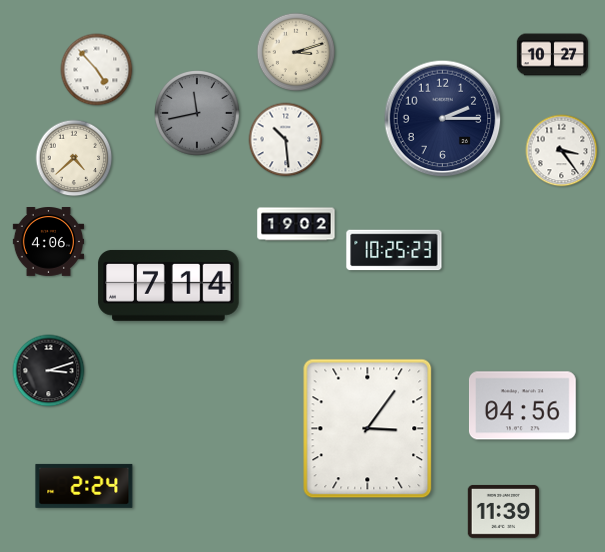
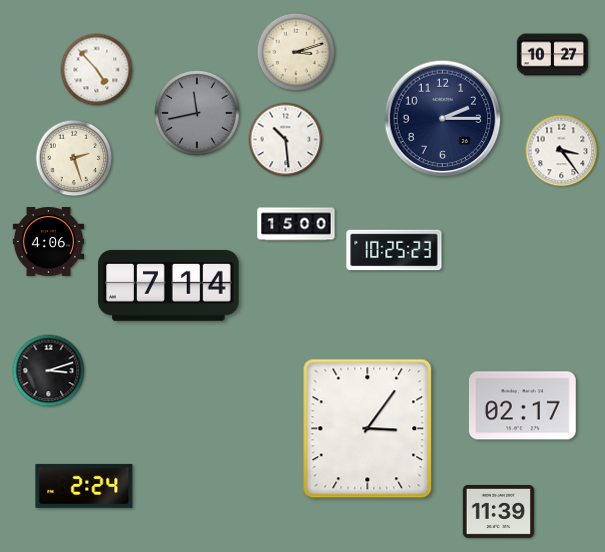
clock at (74, 158): 4:38 -> 2:27
clock at (296, 224): 19:02 -> 15:00
clock at (522, 406): 04:56 -> 02:17
clock at (503, 511) position: (503, 511) -> (498, 511)
